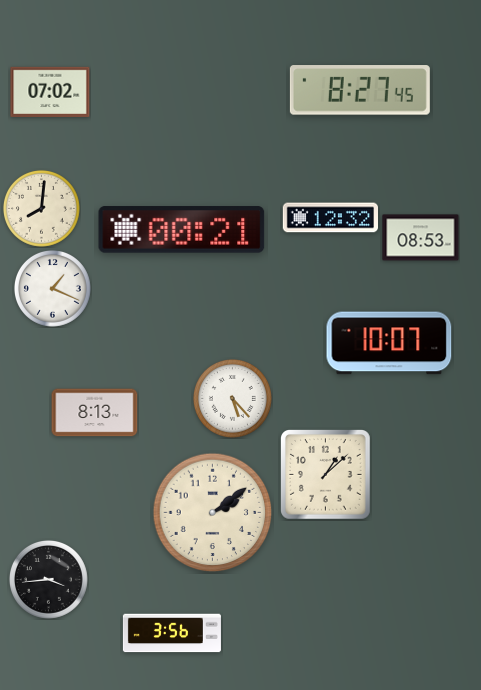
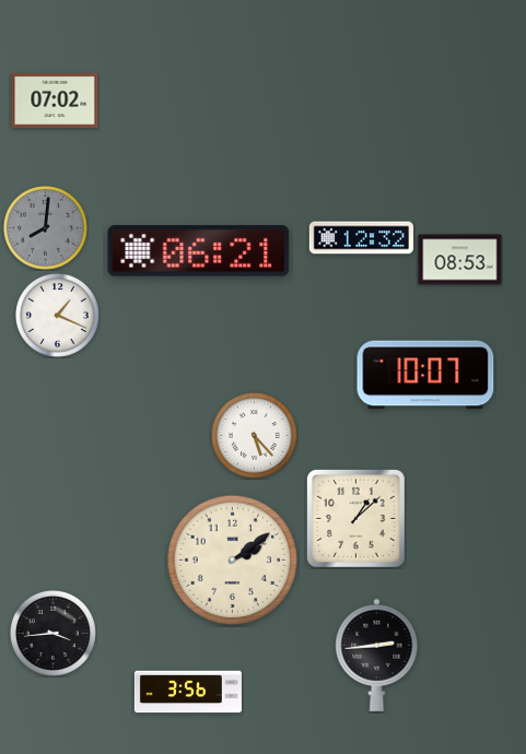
clock at (360, 90): 8:27 -> none
clock at (41, 208) dial: cream -> grey
clock at (182, 230): 00:21 -> 06:21
clock at (95, 413): 8:13 -> none
clock at (377, 655): none -> 2:44
